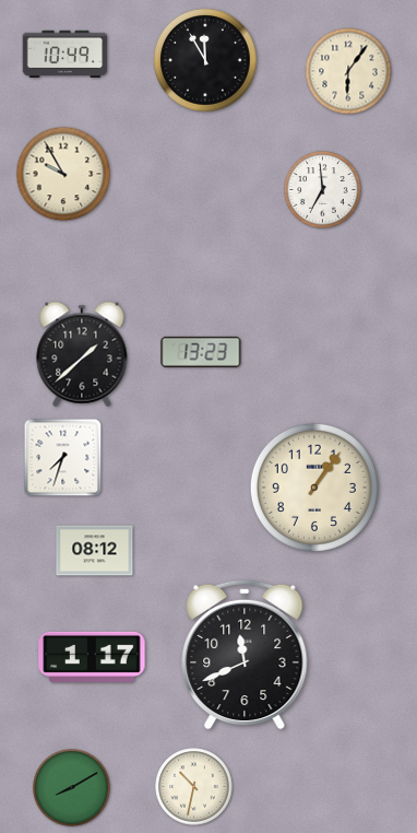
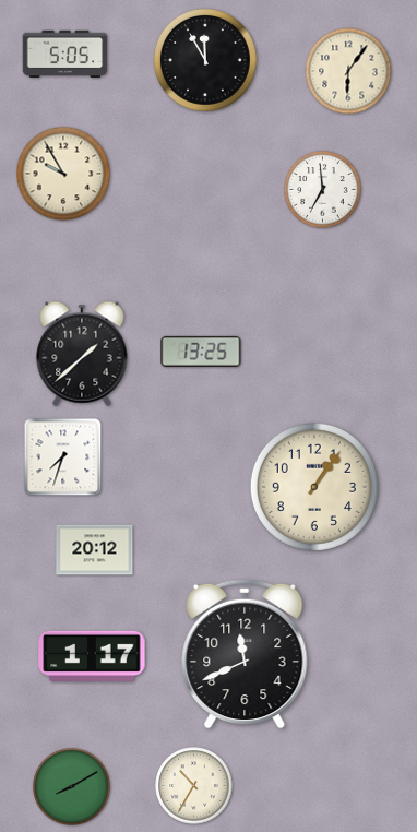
clock at (65, 54): 10:49 -> 5:05
clock at (201, 352): 13:23 -> 13:25
clock at (95, 551): 08:12 -> 20:12
clock at (194, 787): 10:32 -> 10:35
